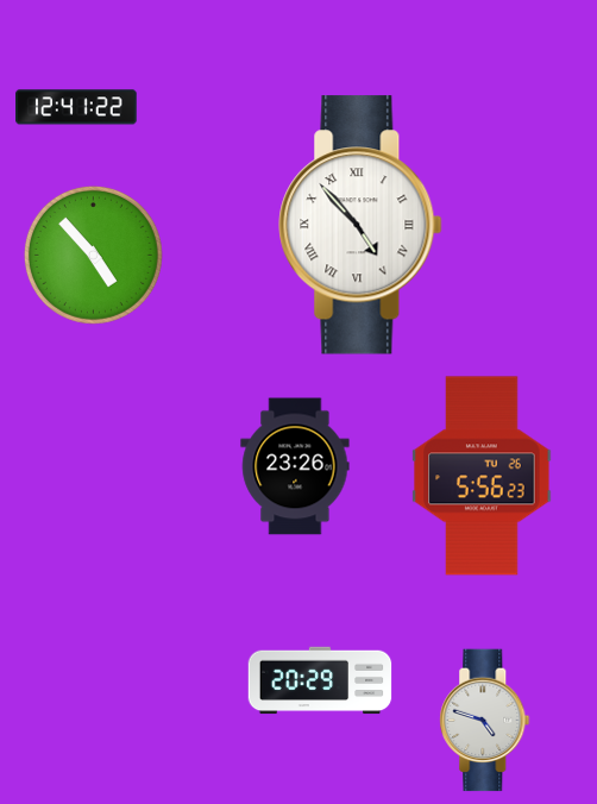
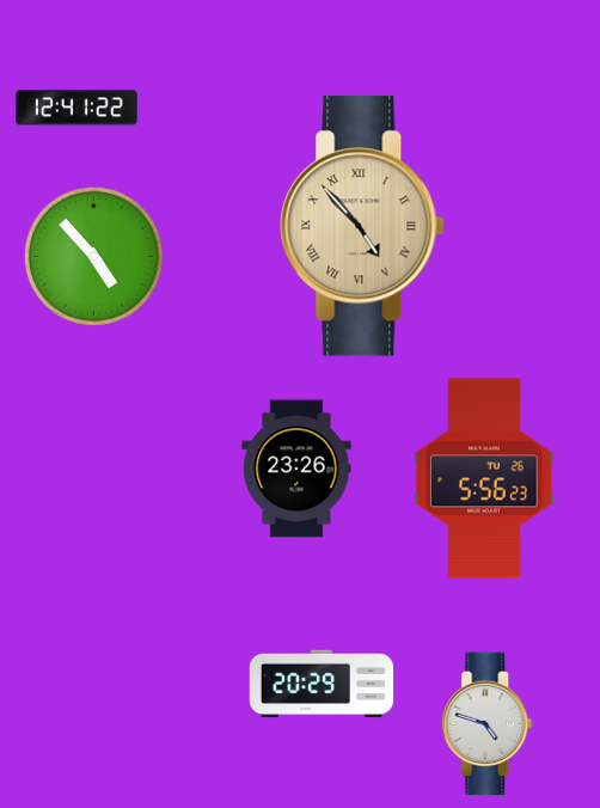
clock at (360, 225) dial: white -> champagne
